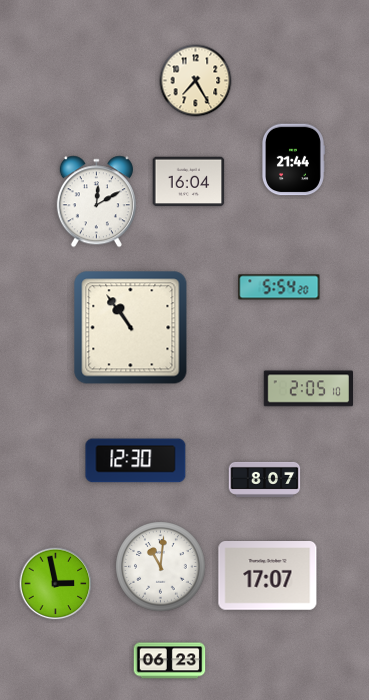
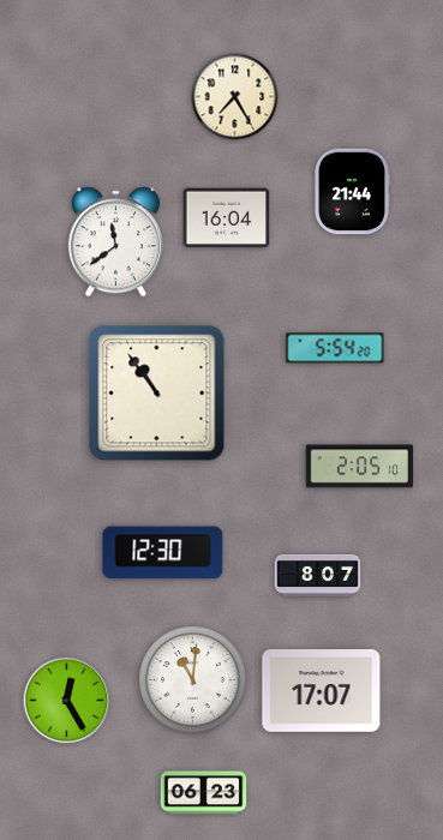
clock at (96, 202): 12:10 -> 11:39
clock at (279, 287) position: (279, 287) -> (335, 348)
clock at (308, 389) position: (308, 389) -> (359, 467)
clock at (56, 584): 2:58 -> 12:25
